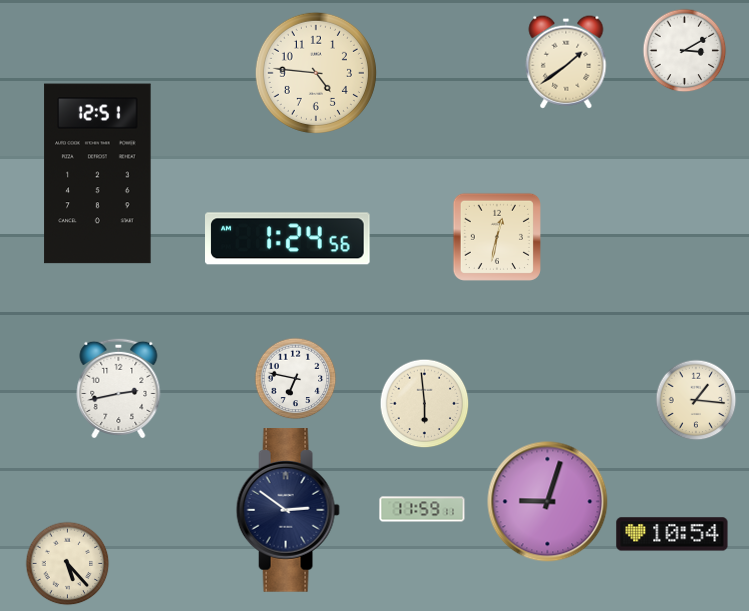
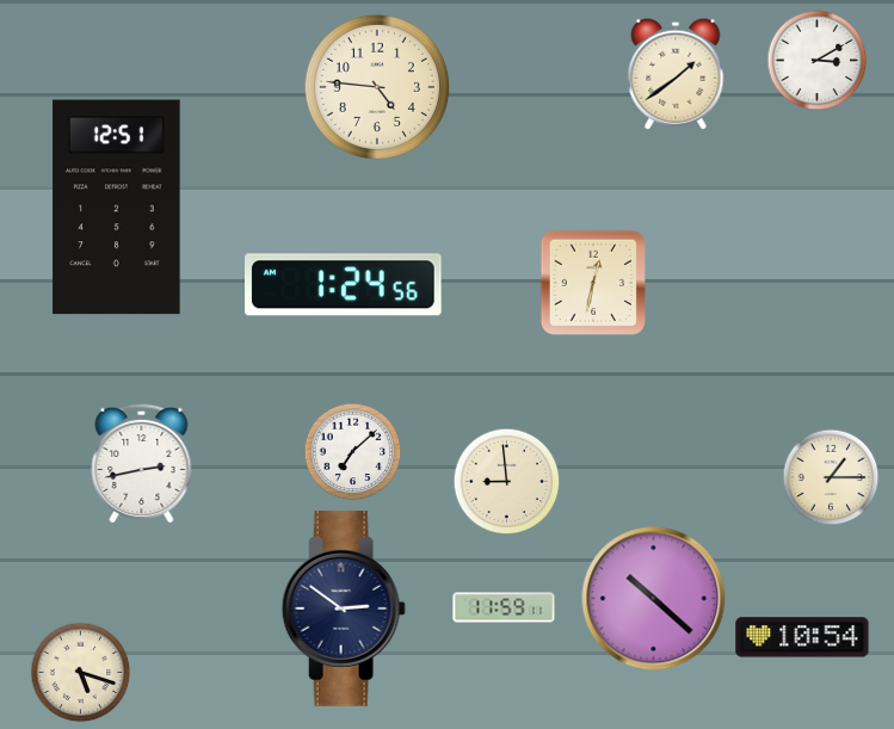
clock at (296, 379): 6:47 -> 7:08
clock at (696, 400): 1:16 -> 1:15
clock at (425, 404): 5:59 -> 8:59
clock at (548, 502): 9:03 -> 10:22
clock at (68, 564): 5:23 -> 5:18
